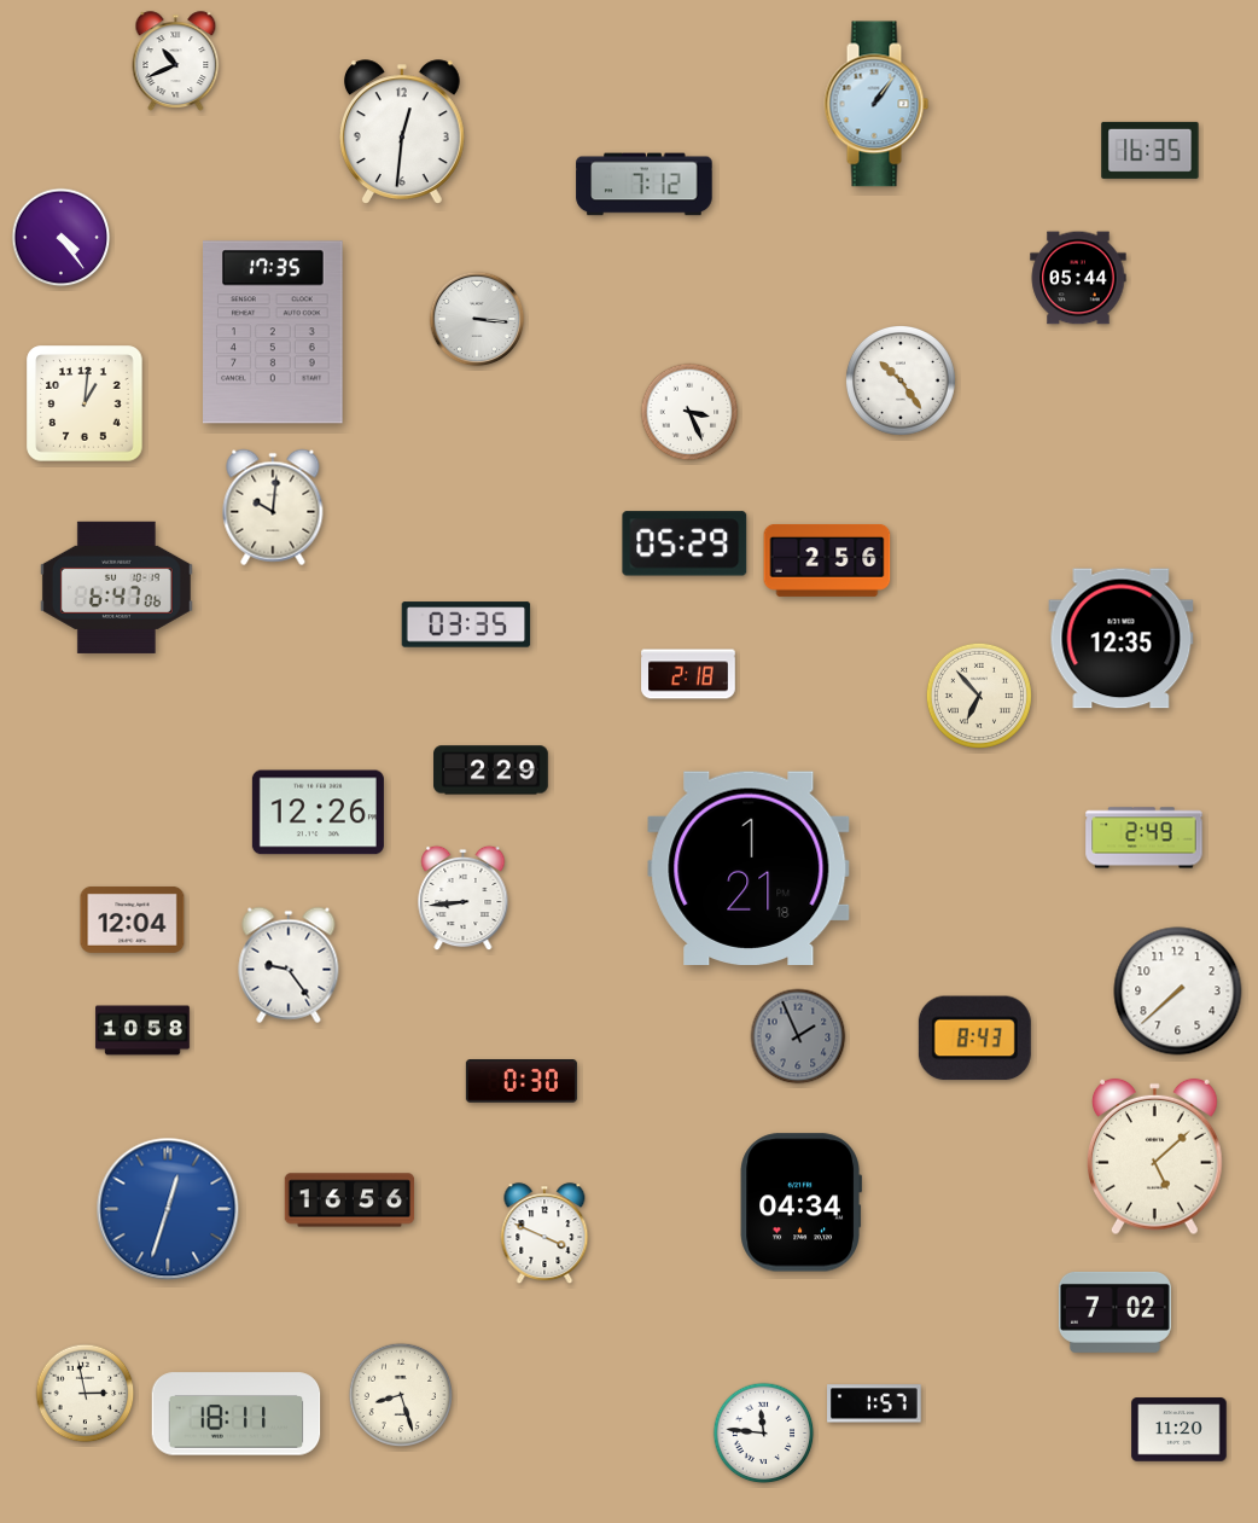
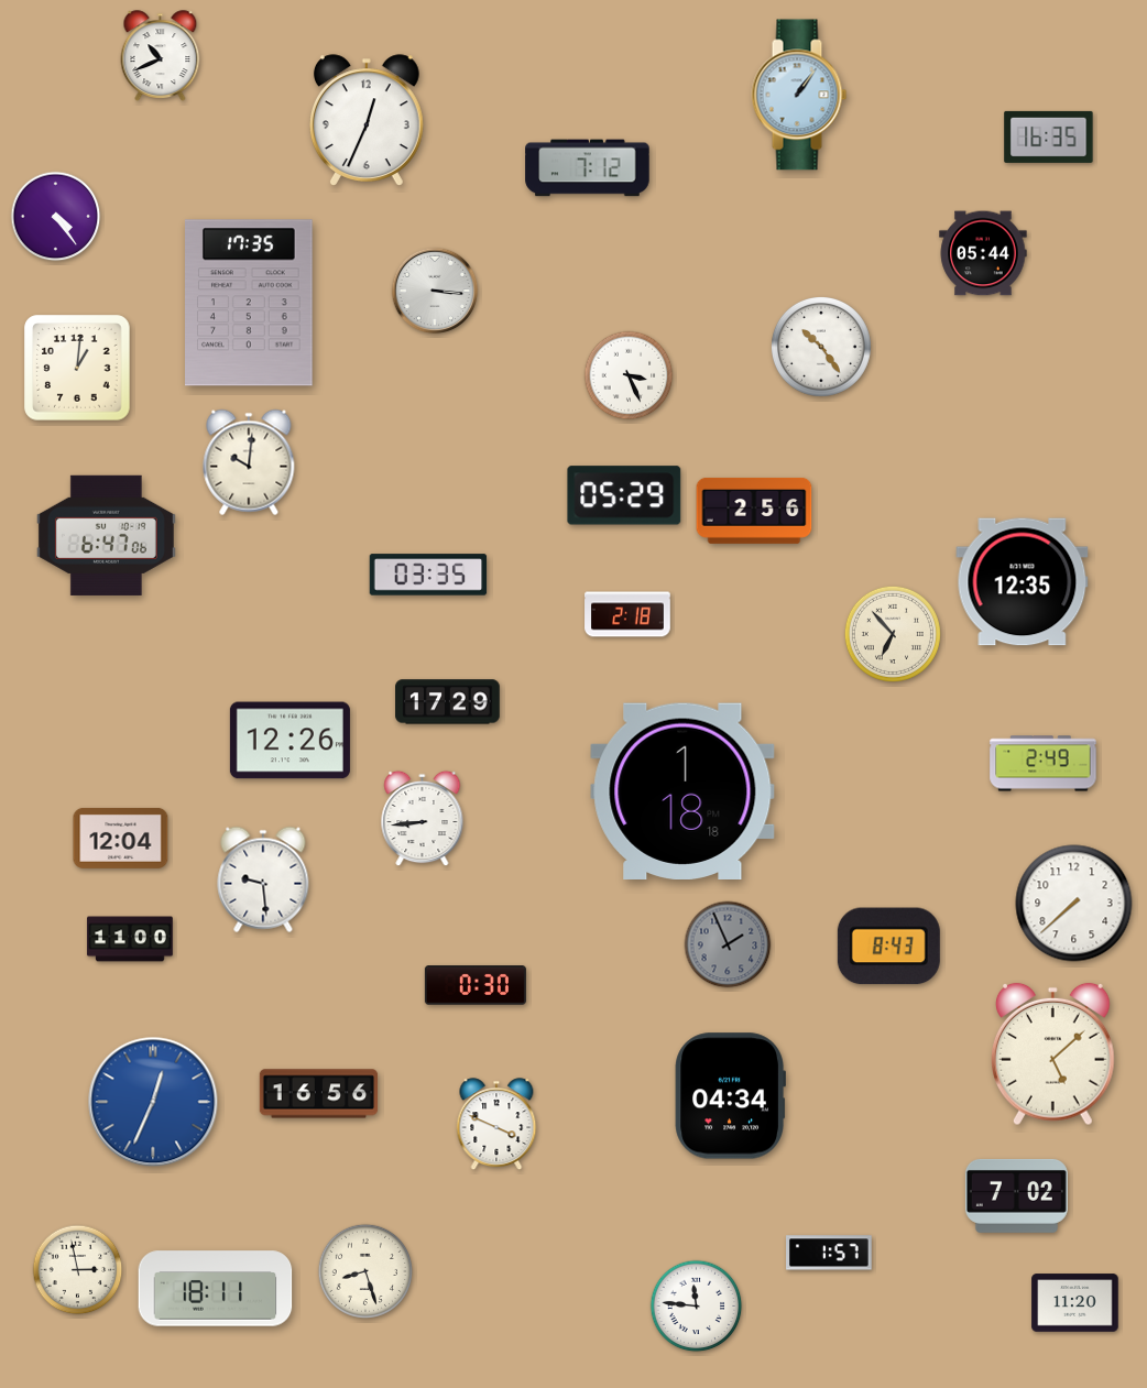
clock at (402, 132): 12:31 -> 12:34
clock at (466, 624) position: (466, 624) -> (428, 575)
clock at (491, 771): 2:29 -> 17:29
clock at (749, 867): 1:21 -> 1:18
clock at (289, 965): 9:24 -> 9:29
clock at (142, 1030): 10:58 -> 11:00
clock at (168, 1209): 12:33 -> 12:34
clock at (875, 1403) position: (875, 1403) -> (830, 1253)
